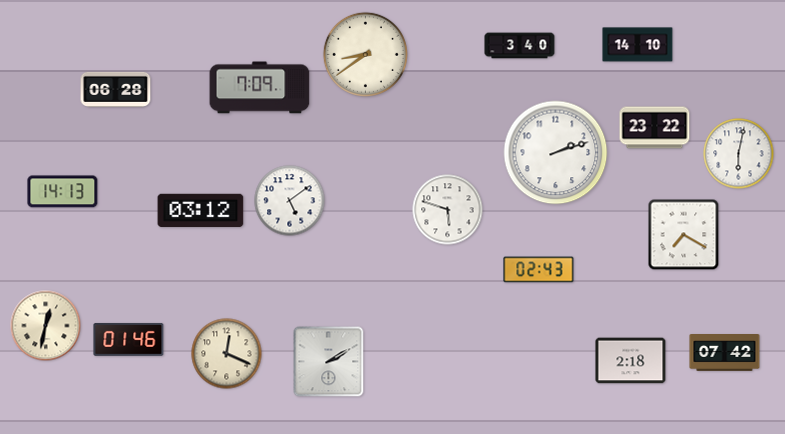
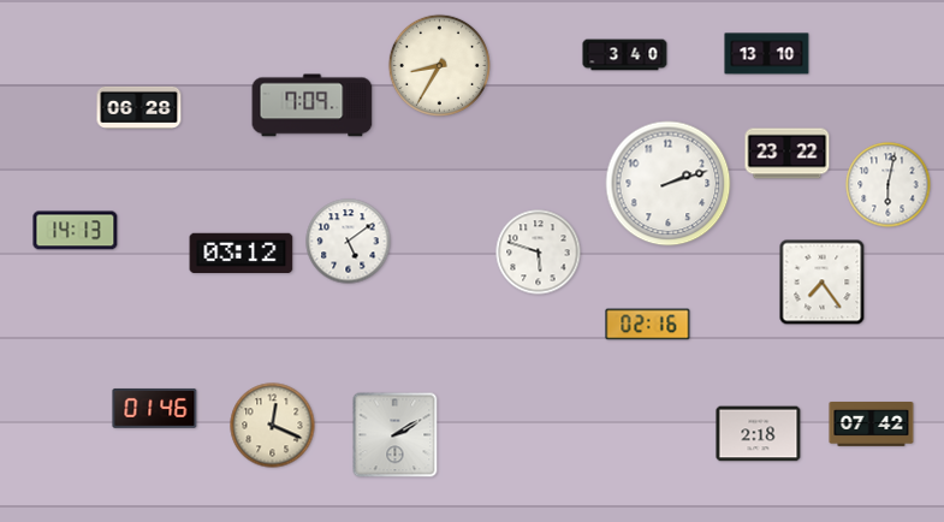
clock at (638, 45): 14:10 -> 13:10
clock at (365, 54): 8:39 -> 8:35
clock at (684, 235): 7:20 -> 7:24
clock at (539, 270): 02:43 -> 02:16
clock at (46, 326): 12:32 -> none
